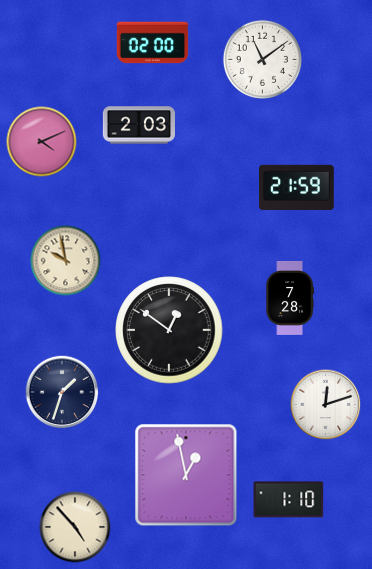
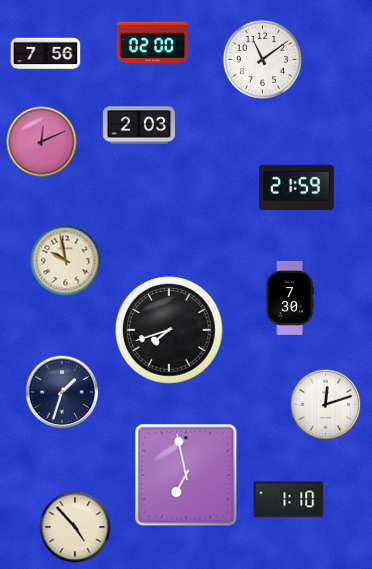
clock at (46, 54): none -> 7:56
clock at (42, 142): 4:11 -> 12:11
clock at (290, 298): 7:28 -> 7:30
clock at (169, 330): 12:51 -> 7:42
clock at (186, 475): 12:58 -> 6:58
